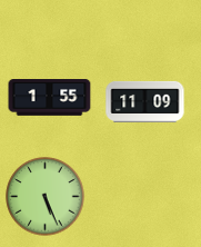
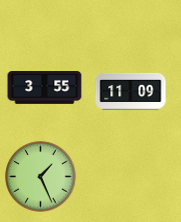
clock at (50, 98): 1:55 -> 3:55
clock at (46, 197): 5:26 -> 1:26
